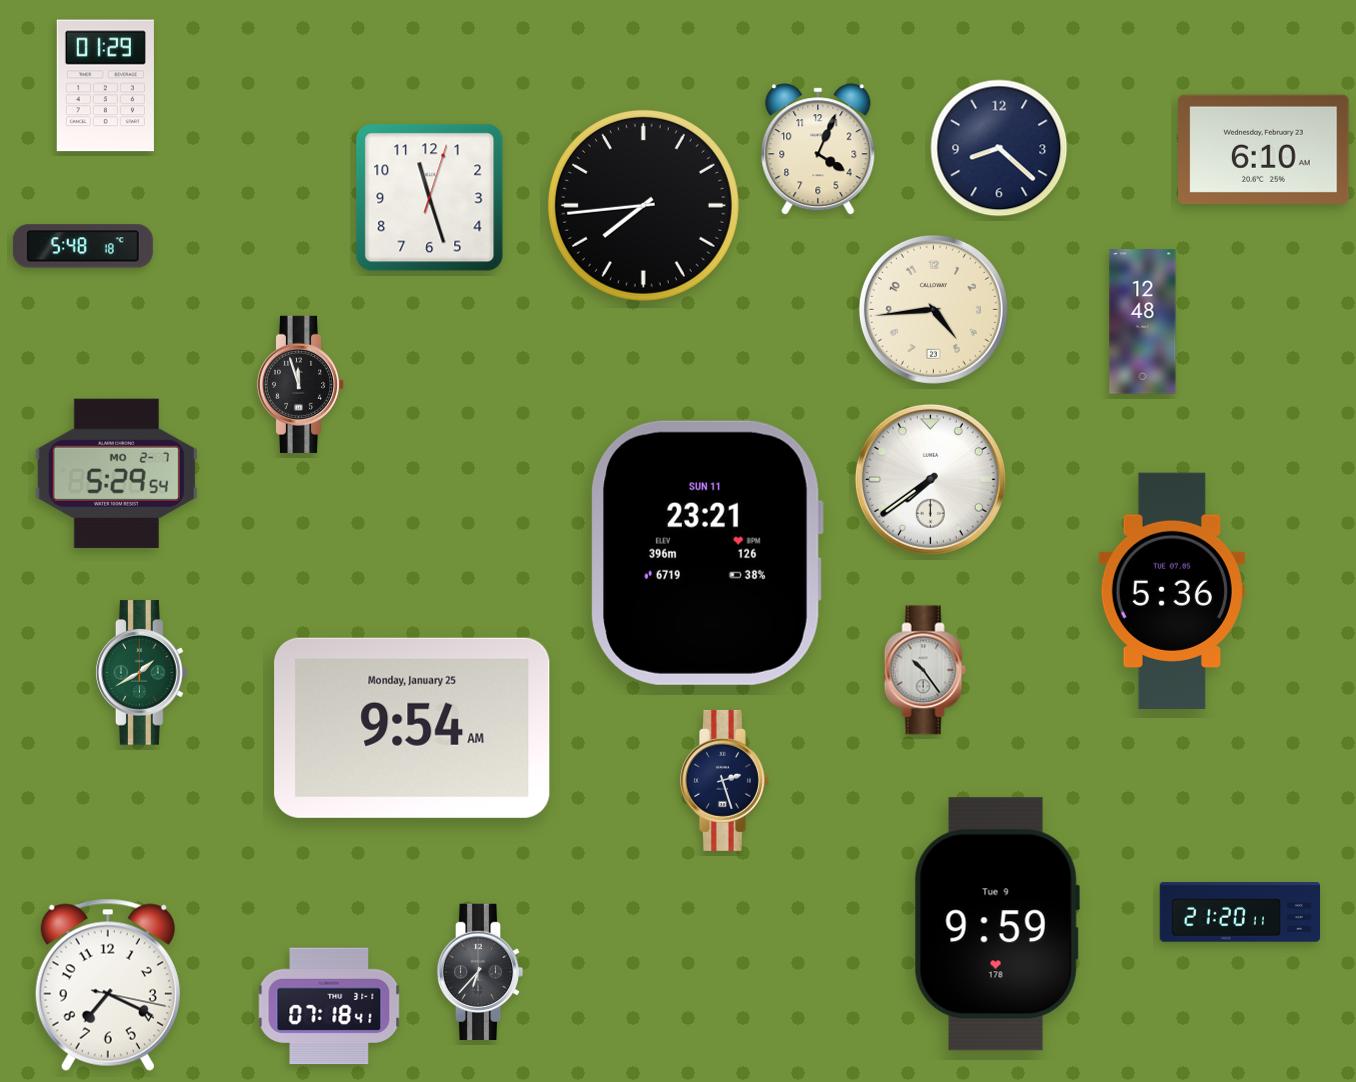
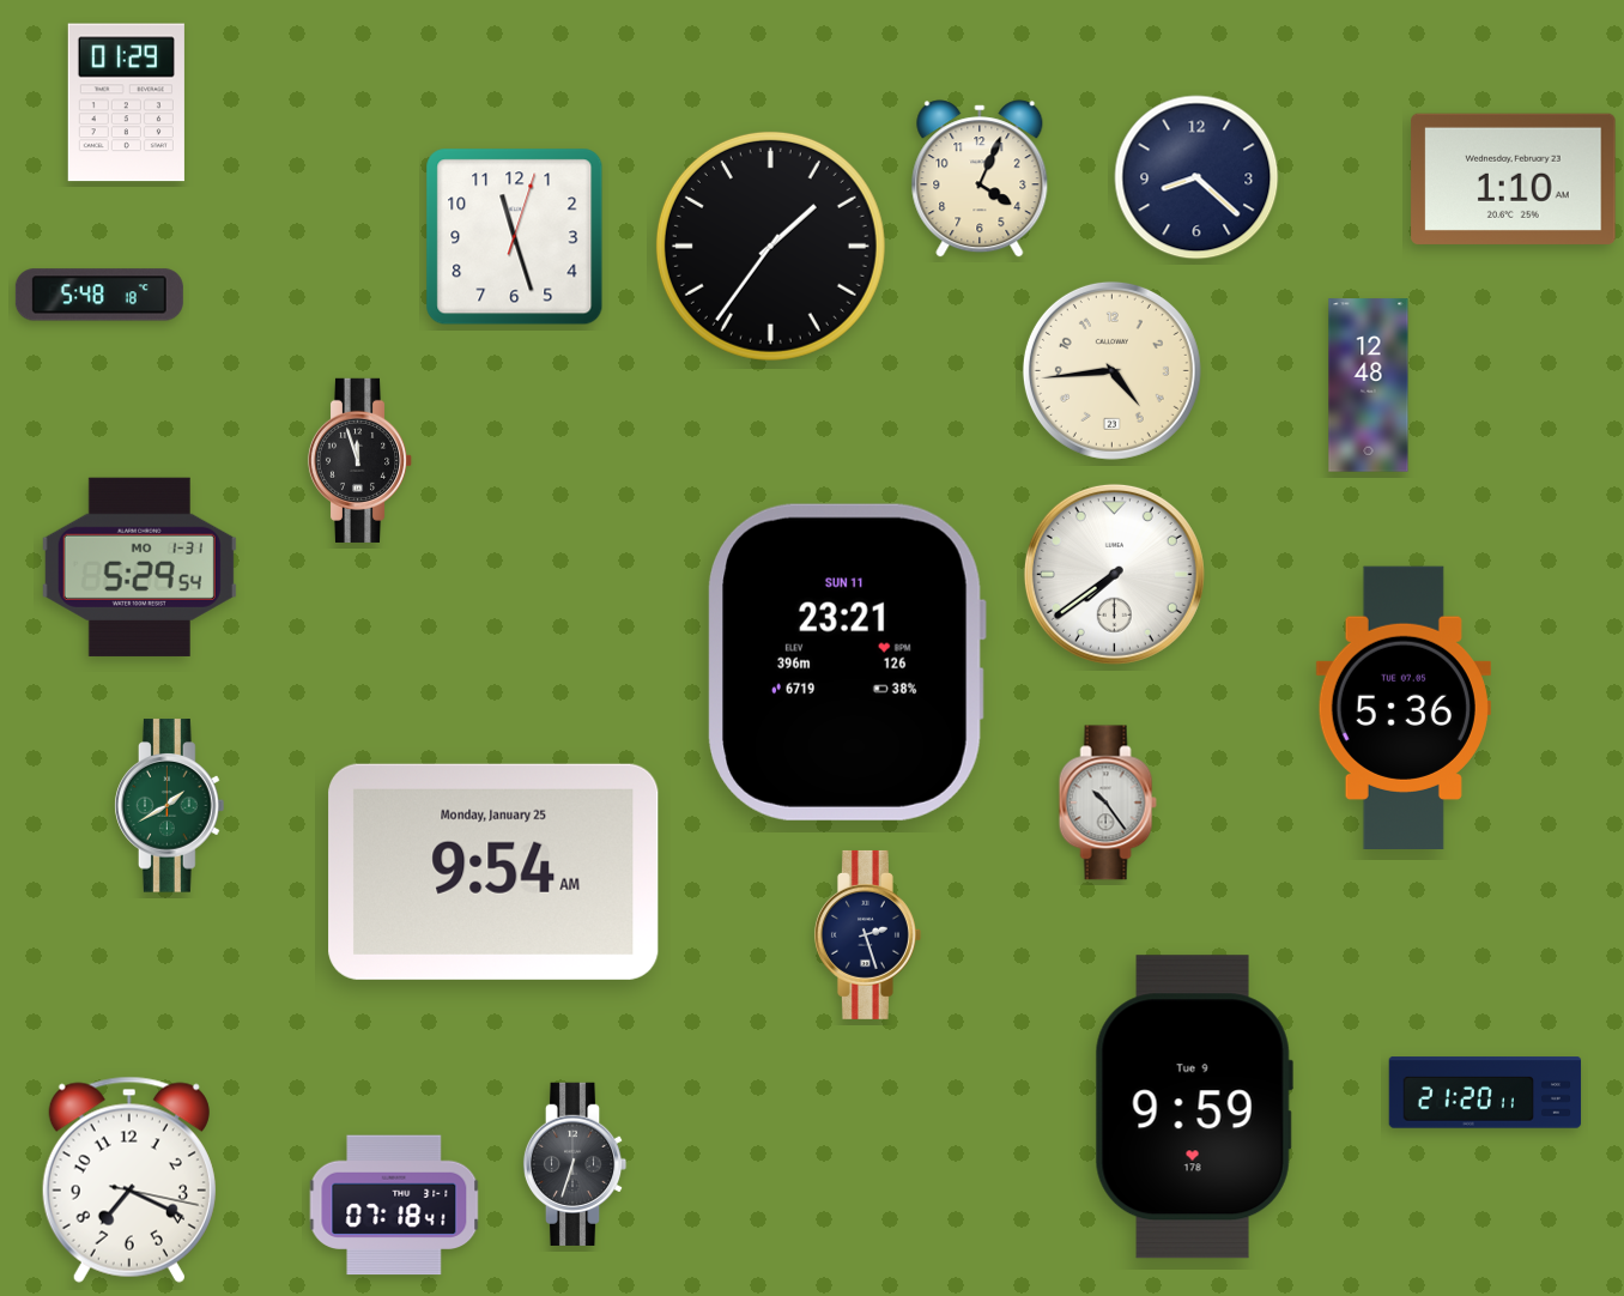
clock at (1264, 149): 6:10 -> 1:10
clock at (643, 205): 7:44 -> 1:36
clock at (933, 309) position: (933, 309) -> (1111, 370)
clock at (116, 473) date: MO 2-7 -> MO 1-31
clock at (480, 971): 6:37 -> 6:33
